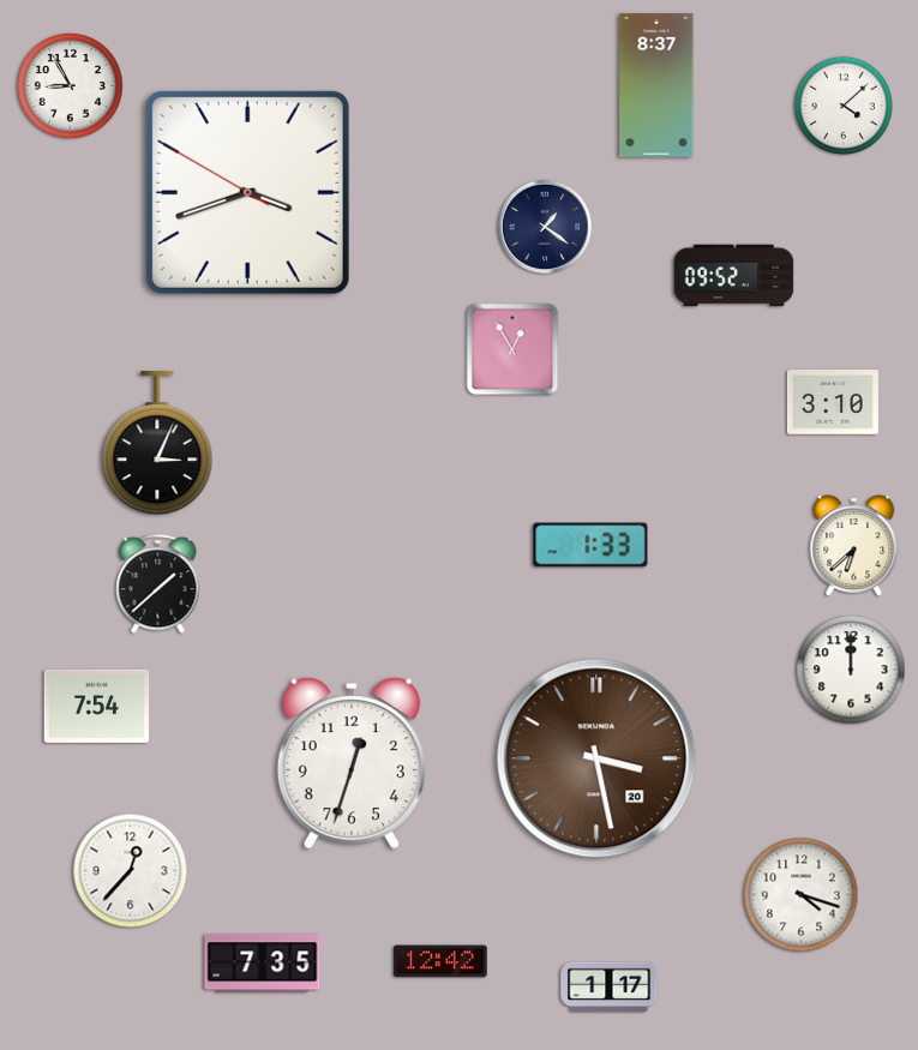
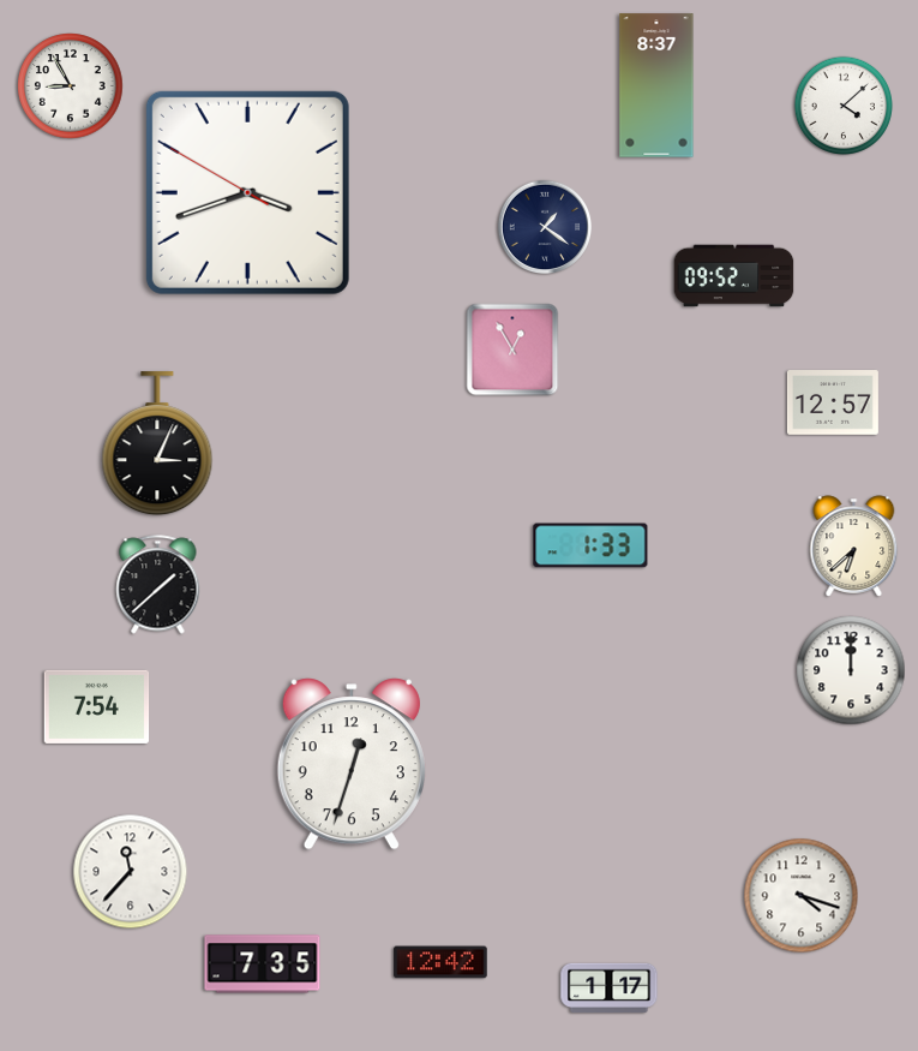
clock at (833, 403): 3:10 -> 12:57
clock at (596, 758): 3:28 -> none
clock at (131, 871): 12:37 -> 11:37
